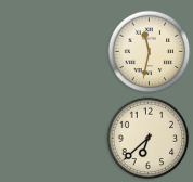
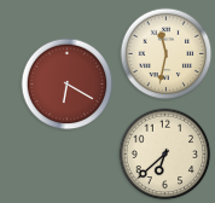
clock at (150, 52) position: (150, 52) -> (167, 54)
clock at (68, 85): none -> 6:20
